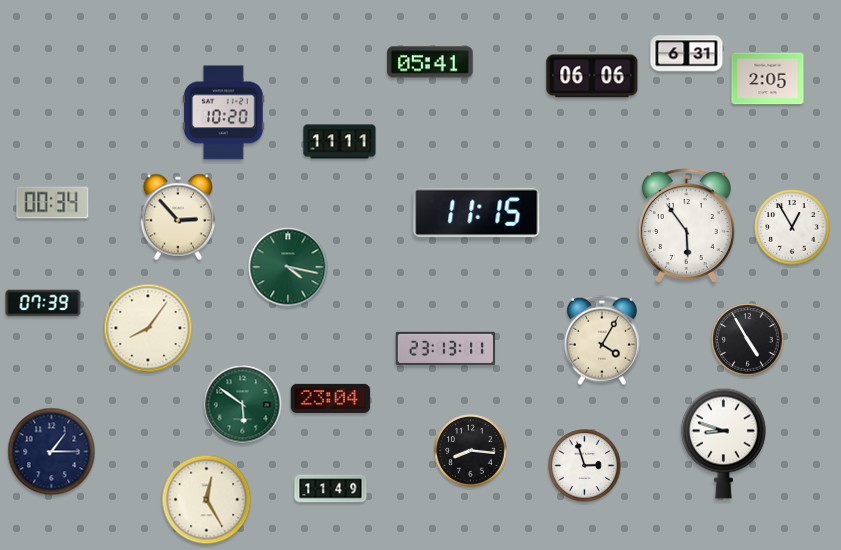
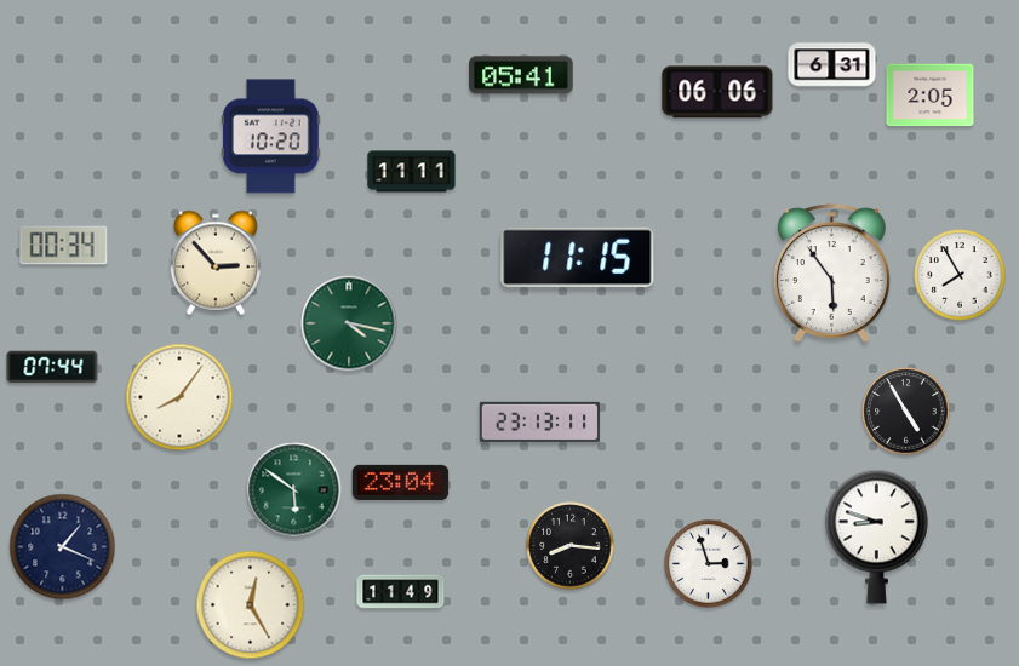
clock at (792, 227): 12:55 -> 7:55
clock at (43, 303): 07:39 -> 07:44
clock at (602, 340): 4:05 -> none
clock at (52, 452): 1:15 -> 1:19
